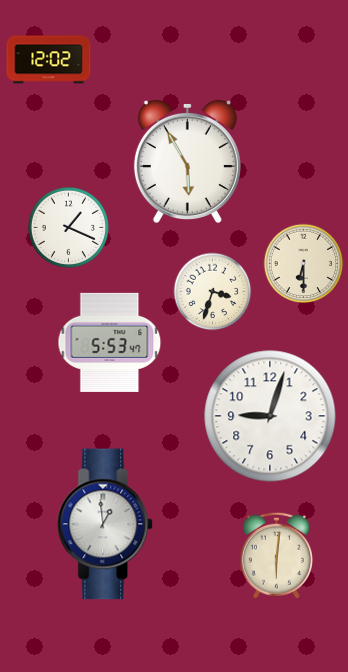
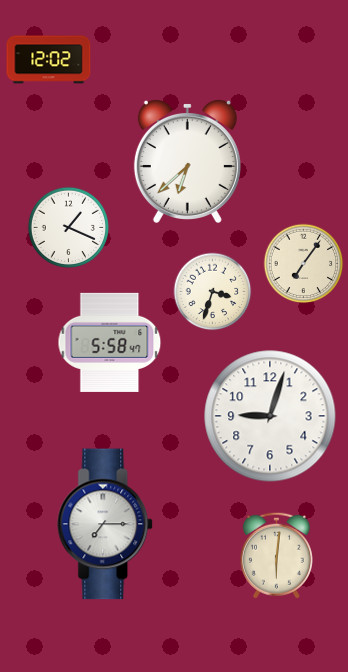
clock at (187, 161): 5:55 -> 6:38
clock at (304, 264): 6:30 -> 7:06
clock at (110, 342): 5:53 -> 5:58
clock at (106, 524): 12:59 -> 7:15
